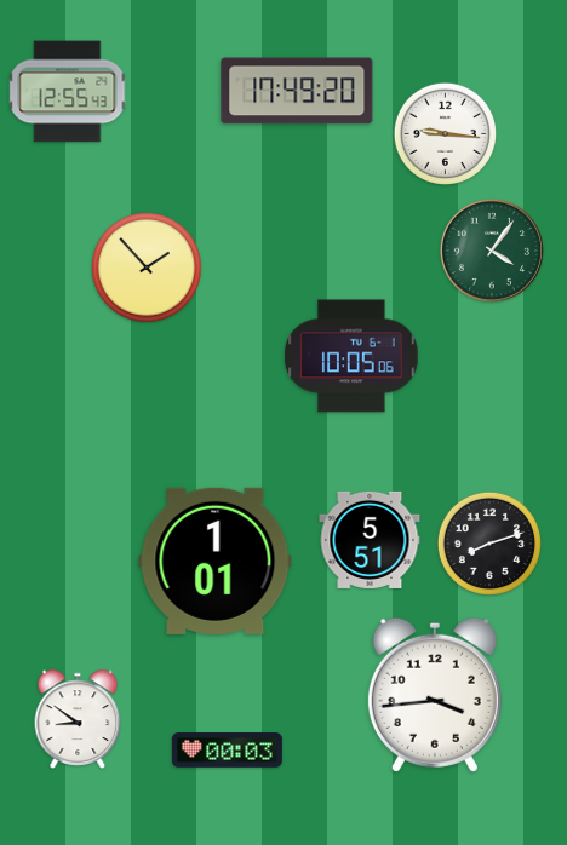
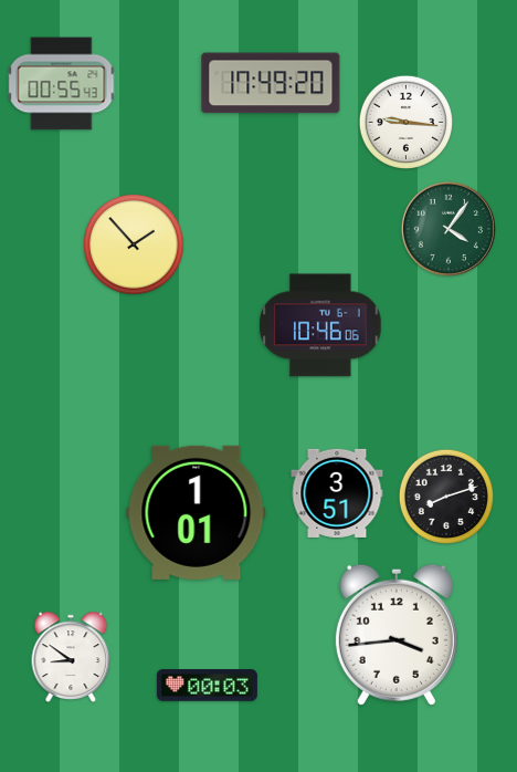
clock at (68, 92): 12:55 -> 00:55
clock at (351, 356): 10:05 -> 10:46
clock at (370, 540): 5:51 -> 3:51
